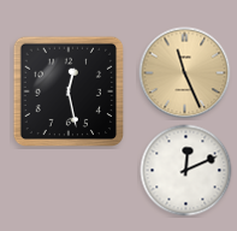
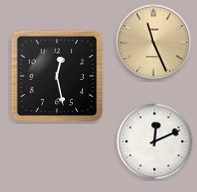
clock at (185, 73) position: (185, 73) -> (154, 43)
